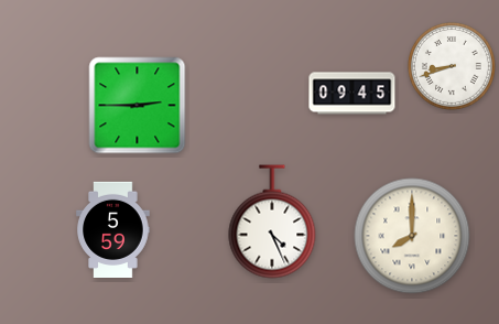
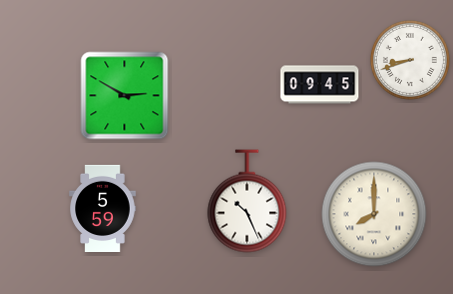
clock at (138, 106): 2:45 -> 2:50
clock at (272, 222): 4:26 -> 10:26
